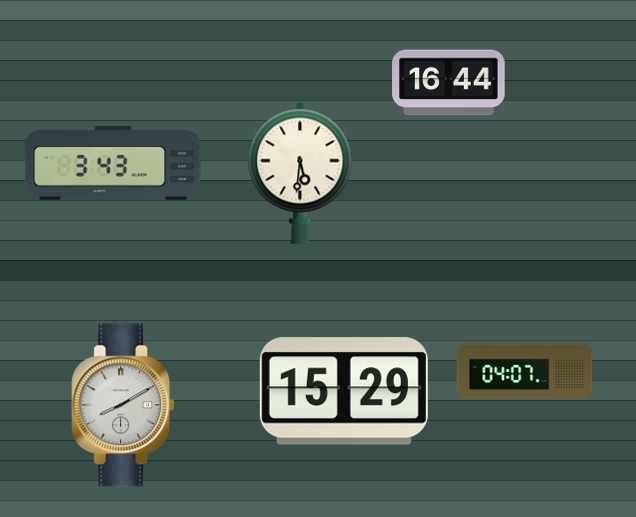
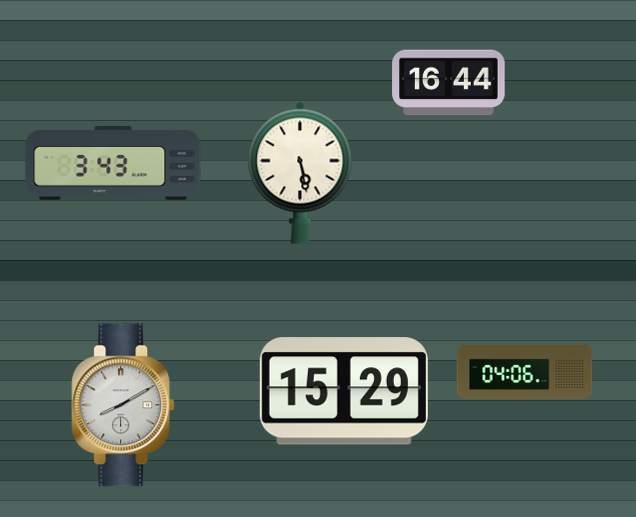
clock at (300, 173): 5:31 -> 5:28
clock at (525, 372): 04:07 -> 04:06
